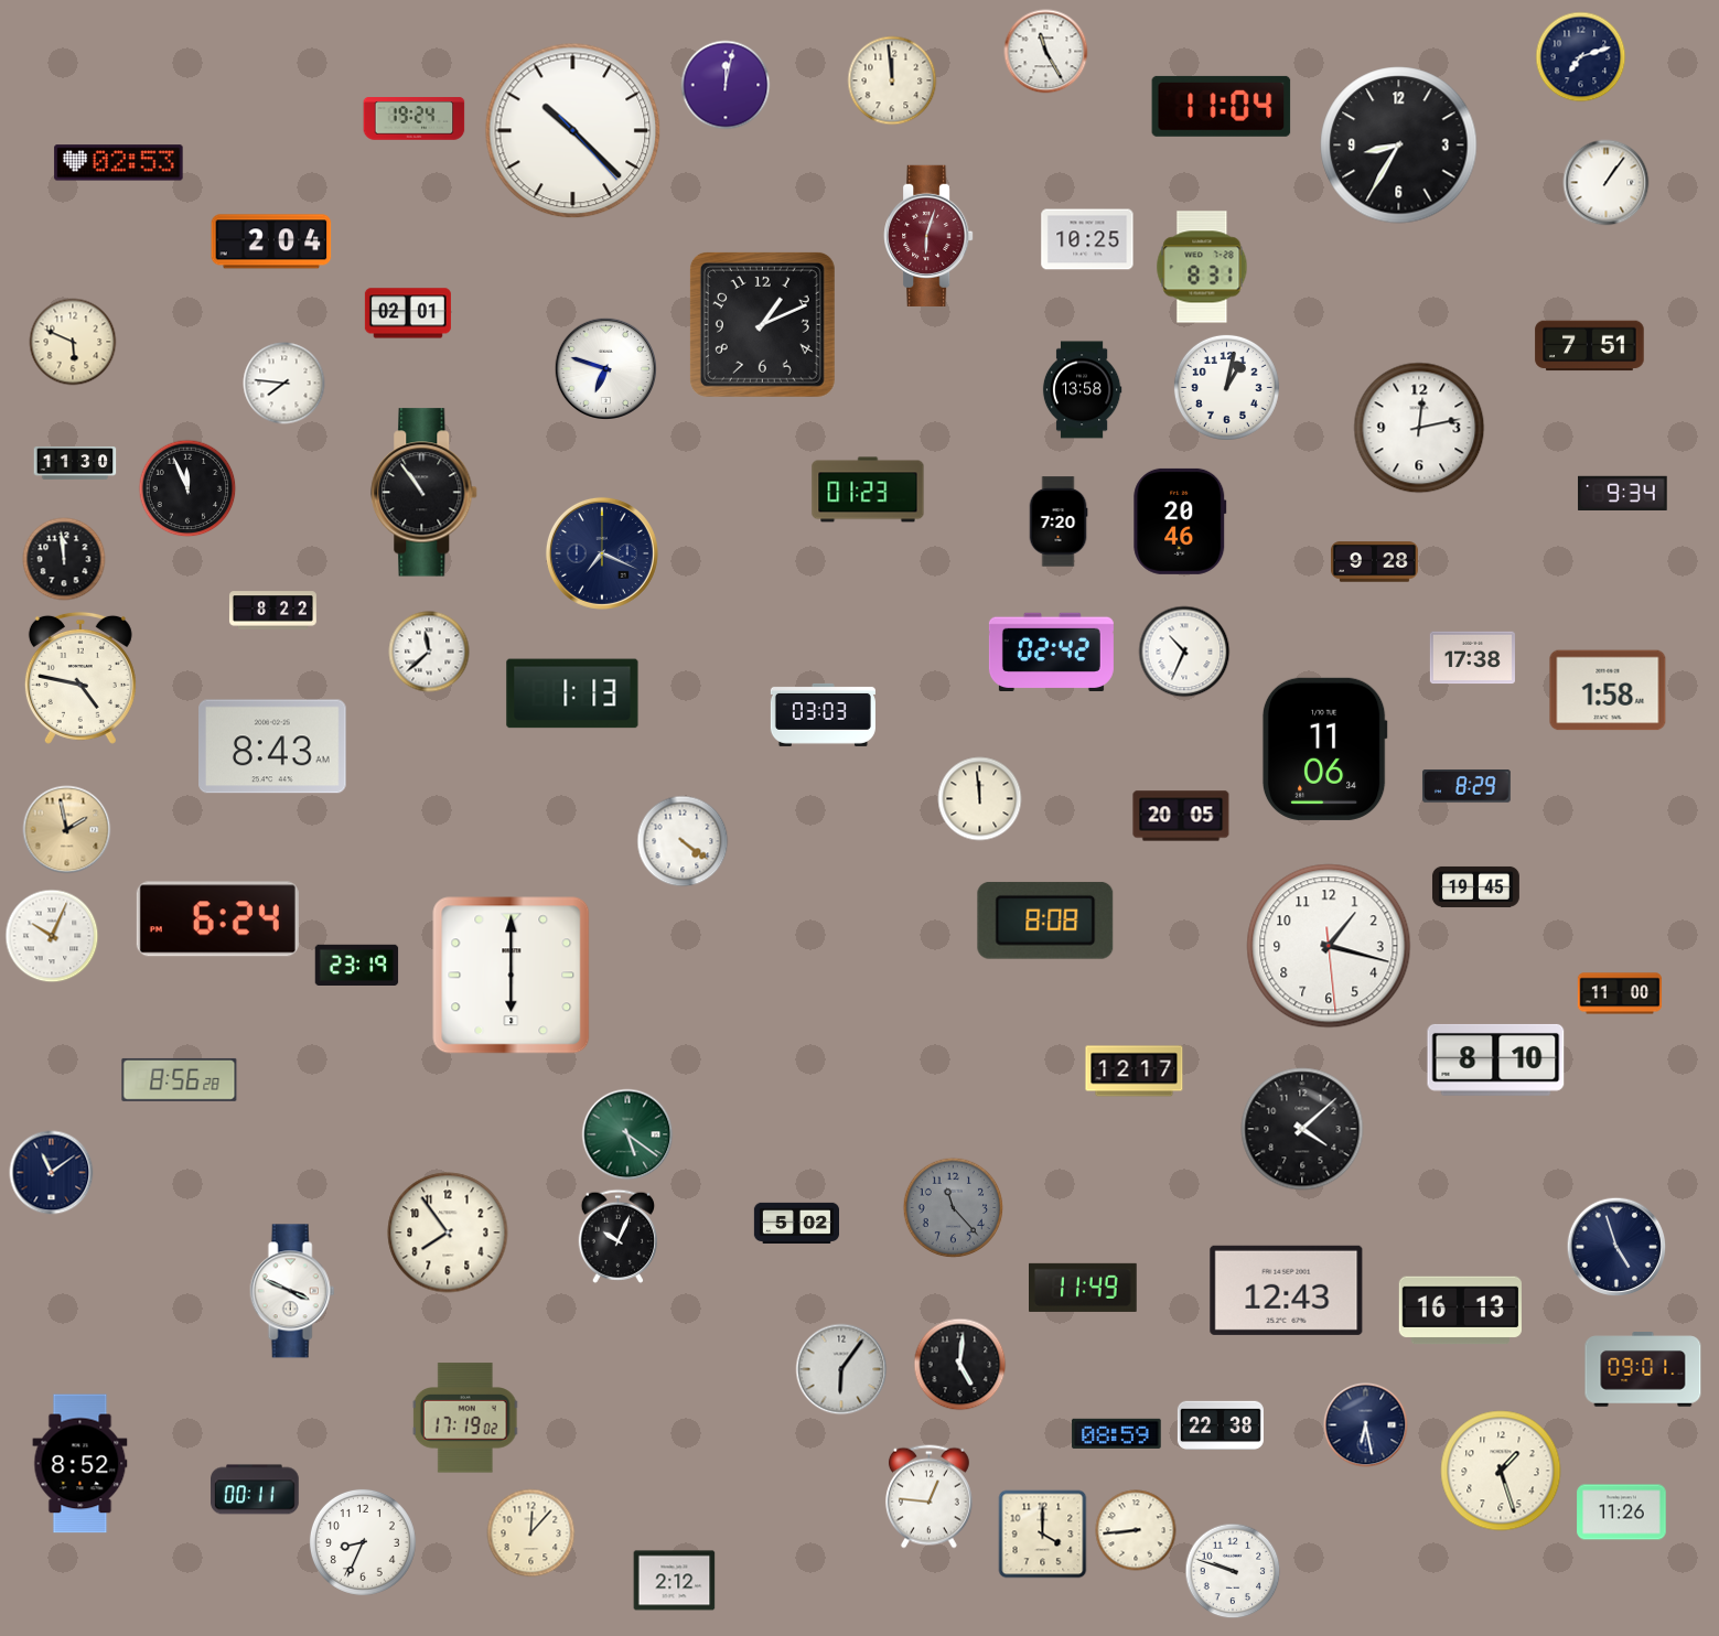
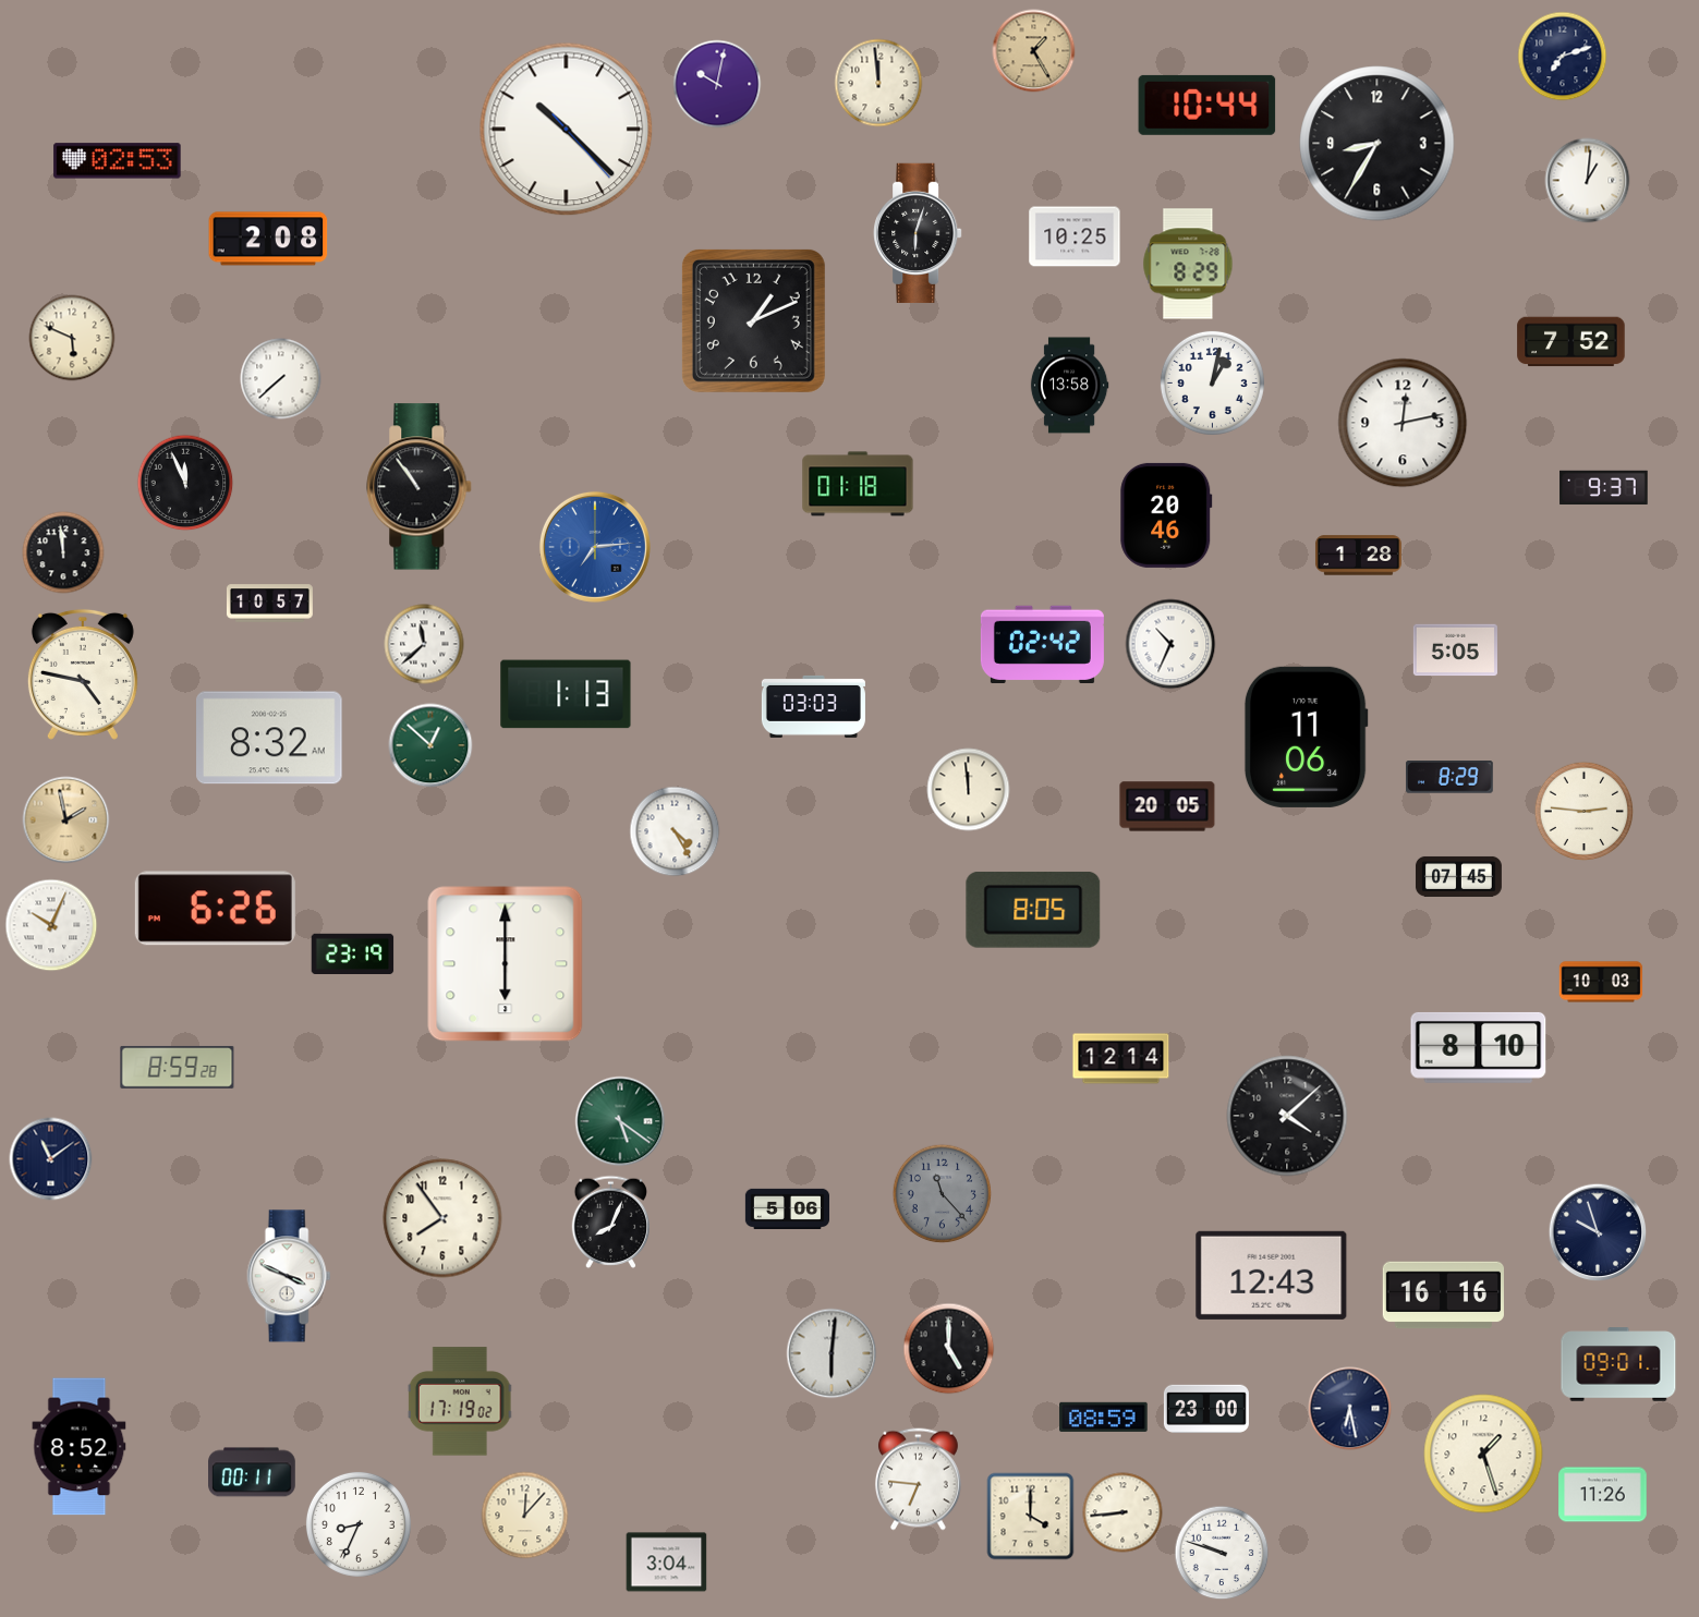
clock at (1046, 52): 11:25 -> 1:25
clock at (1046, 52) dial: white -> champagne
clock at (892, 80) position: (892, 80) -> (878, 83)
clock at (726, 85): 12:02 -> 10:02
clock at (1222, 106): 11:04 -> 10:44
clock at (415, 119): 19:24 -> none
clock at (1399, 146) position: (1399, 146) -> (1378, 144)
clock at (1607, 183): 1:06 -> 1:01
clock at (928, 235) dial: burgundy -> black
clock at (271, 241): 2:04 -> 2:08
clock at (1202, 267): 8:31 -> 8:29
clock at (408, 313): 02:01 -> none
clock at (1590, 346): 7:51 -> 7:52
clock at (605, 368): 6:48 -> none
clock at (284, 384): 7:46 -> 7:38
clock at (75, 464): 11:30 -> none
clock at (868, 489): 01:23 -> 01:18
clock at (1623, 493): 9:34 -> 9:37
clock at (1059, 521): 7:20 -> none
clock at (602, 553): 7:19 -> 7:14
clock at (602, 553) dial: navy -> blue
clock at (1374, 562): 9:28 -> 1:28
clock at (272, 611): 8:22 -> 10:57
clock at (1051, 652) position: (1051, 652) -> (1042, 644)
clock at (1472, 658): 17:38 -> 5:05
clock at (80, 678) position: (80, 678) -> (83, 674)
clock at (1608, 690): 1:58 -> none
clock at (572, 693) position: (572, 693) -> (566, 694)
clock at (272, 746): 8:43 -> 8:32
clock at (1324, 749) position: (1324, 749) -> (1306, 737)
clock at (430, 745): none -> 12:52
clock at (1585, 812): none -> 2:46
clock at (683, 841): 4:21 -> 4:25
clock at (1475, 886): 19:45 -> 07:45
clock at (217, 919): 6:24 -> 6:26
clock at (1045, 921): 8:08 -> 8:05
clock at (1329, 946): 1:17 -> none
clock at (1620, 993): 11:00 -> 10:03
clock at (1135, 1072): 12:17 -> 12:14
clock at (180, 1079): 8:56 -> 8:59
clock at (796, 1223): 5:02 -> 5:06
clock at (617, 1236): 10:04 -> 8:04
clock at (1616, 1247): 4:57 -> 9:57
clock at (1084, 1288): 11:49 -> none
clock at (1460, 1311): 16:13 -> 16:16
clock at (960, 1365): 5:01 -> 5:00
clock at (841, 1369): 6:06 -> 6:01
clock at (1643, 1369) position: (1643, 1369) -> (1618, 1364)
clock at (1221, 1424): 22:38 -> 23:00
clock at (928, 1497): 12:46 -> 6:46
clock at (1233, 1571) position: (1233, 1571) -> (1222, 1553)
clock at (675, 1581): 2:12 -> 3:04
